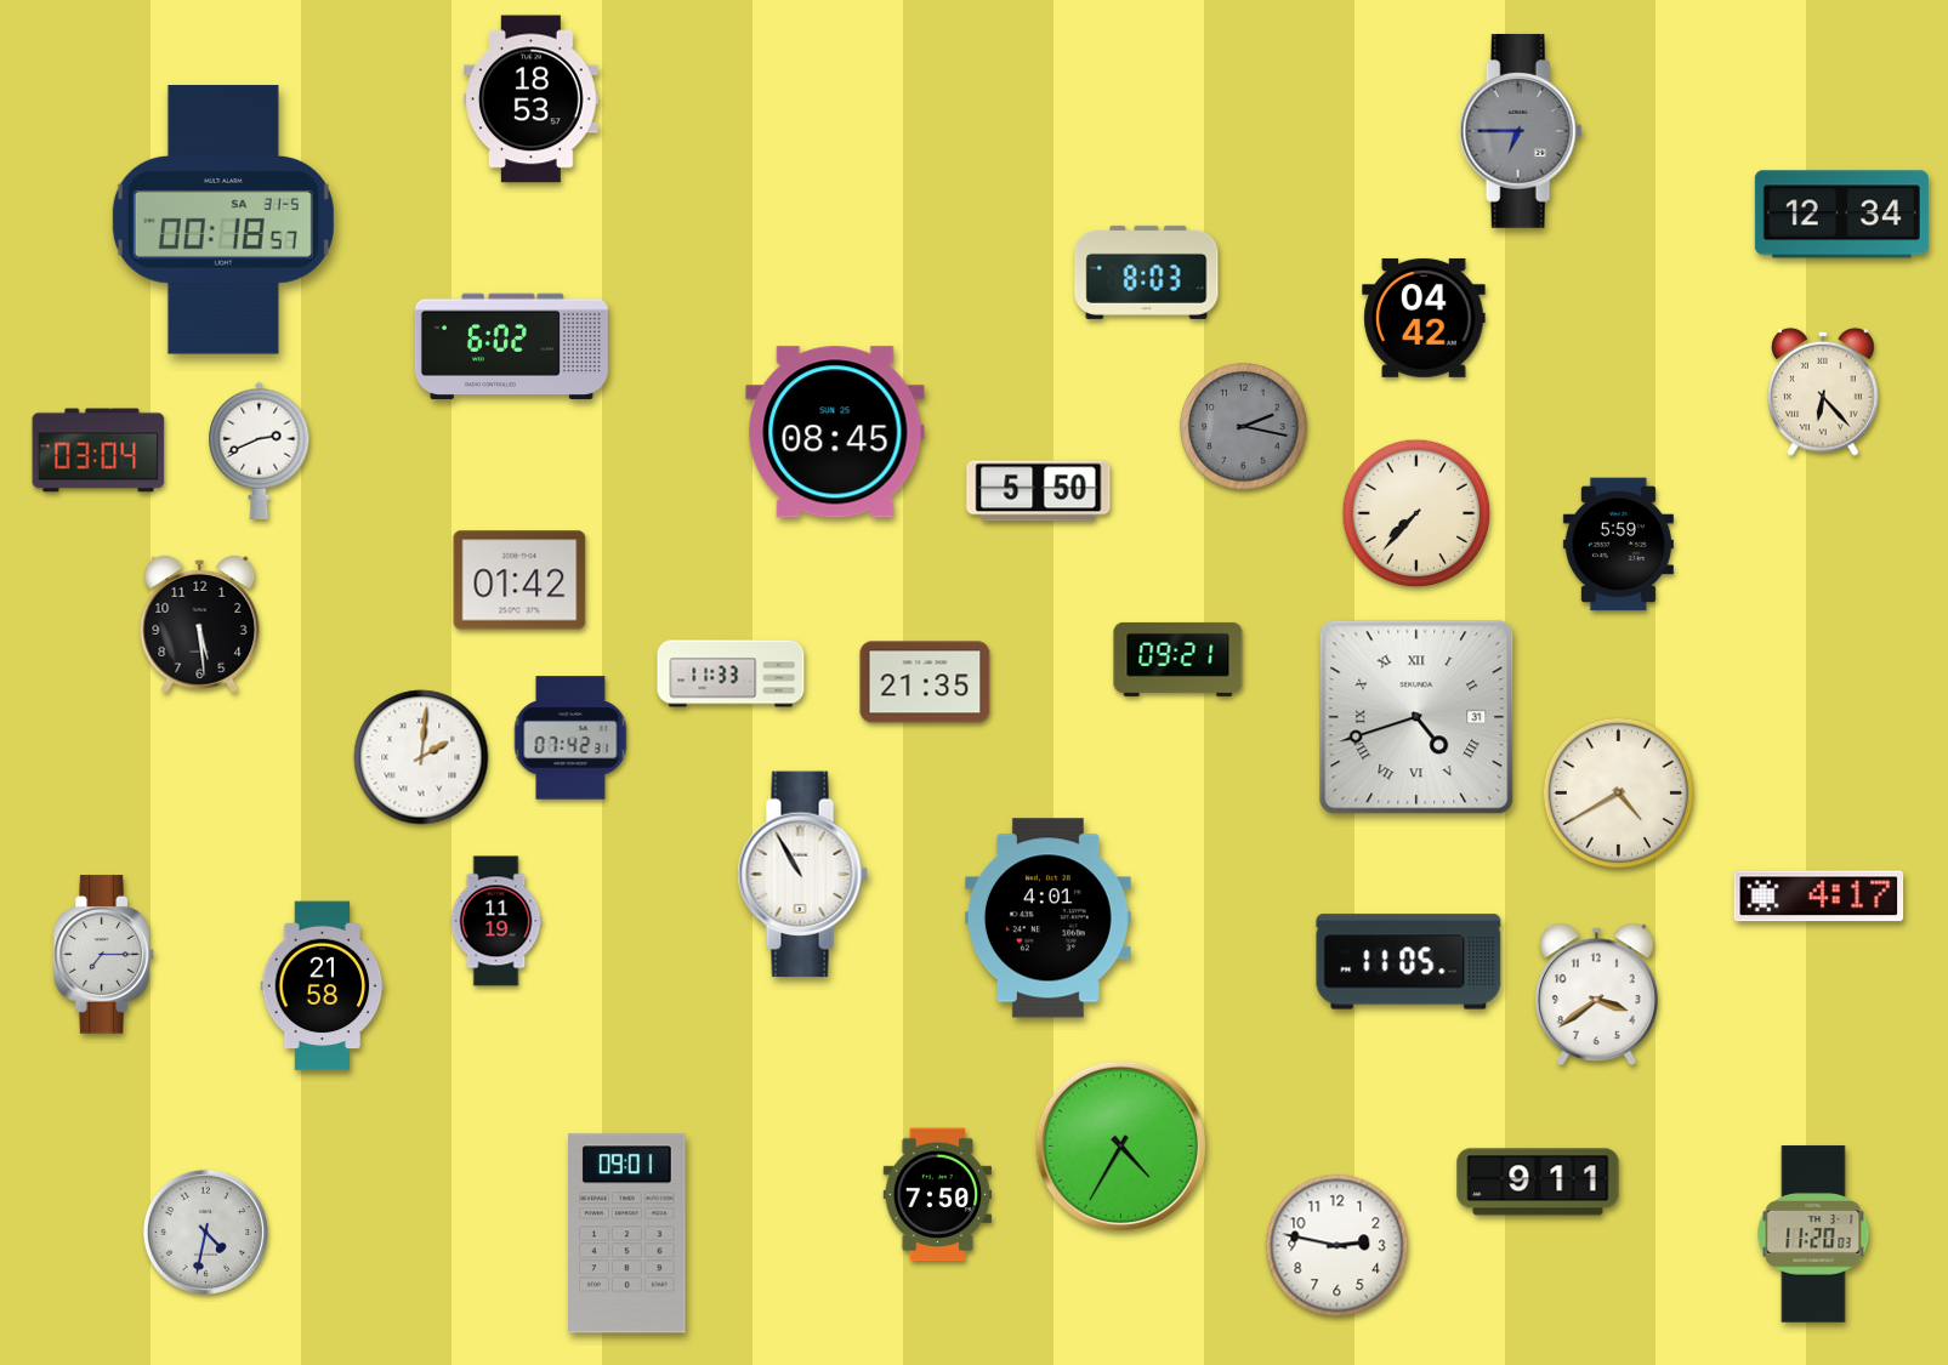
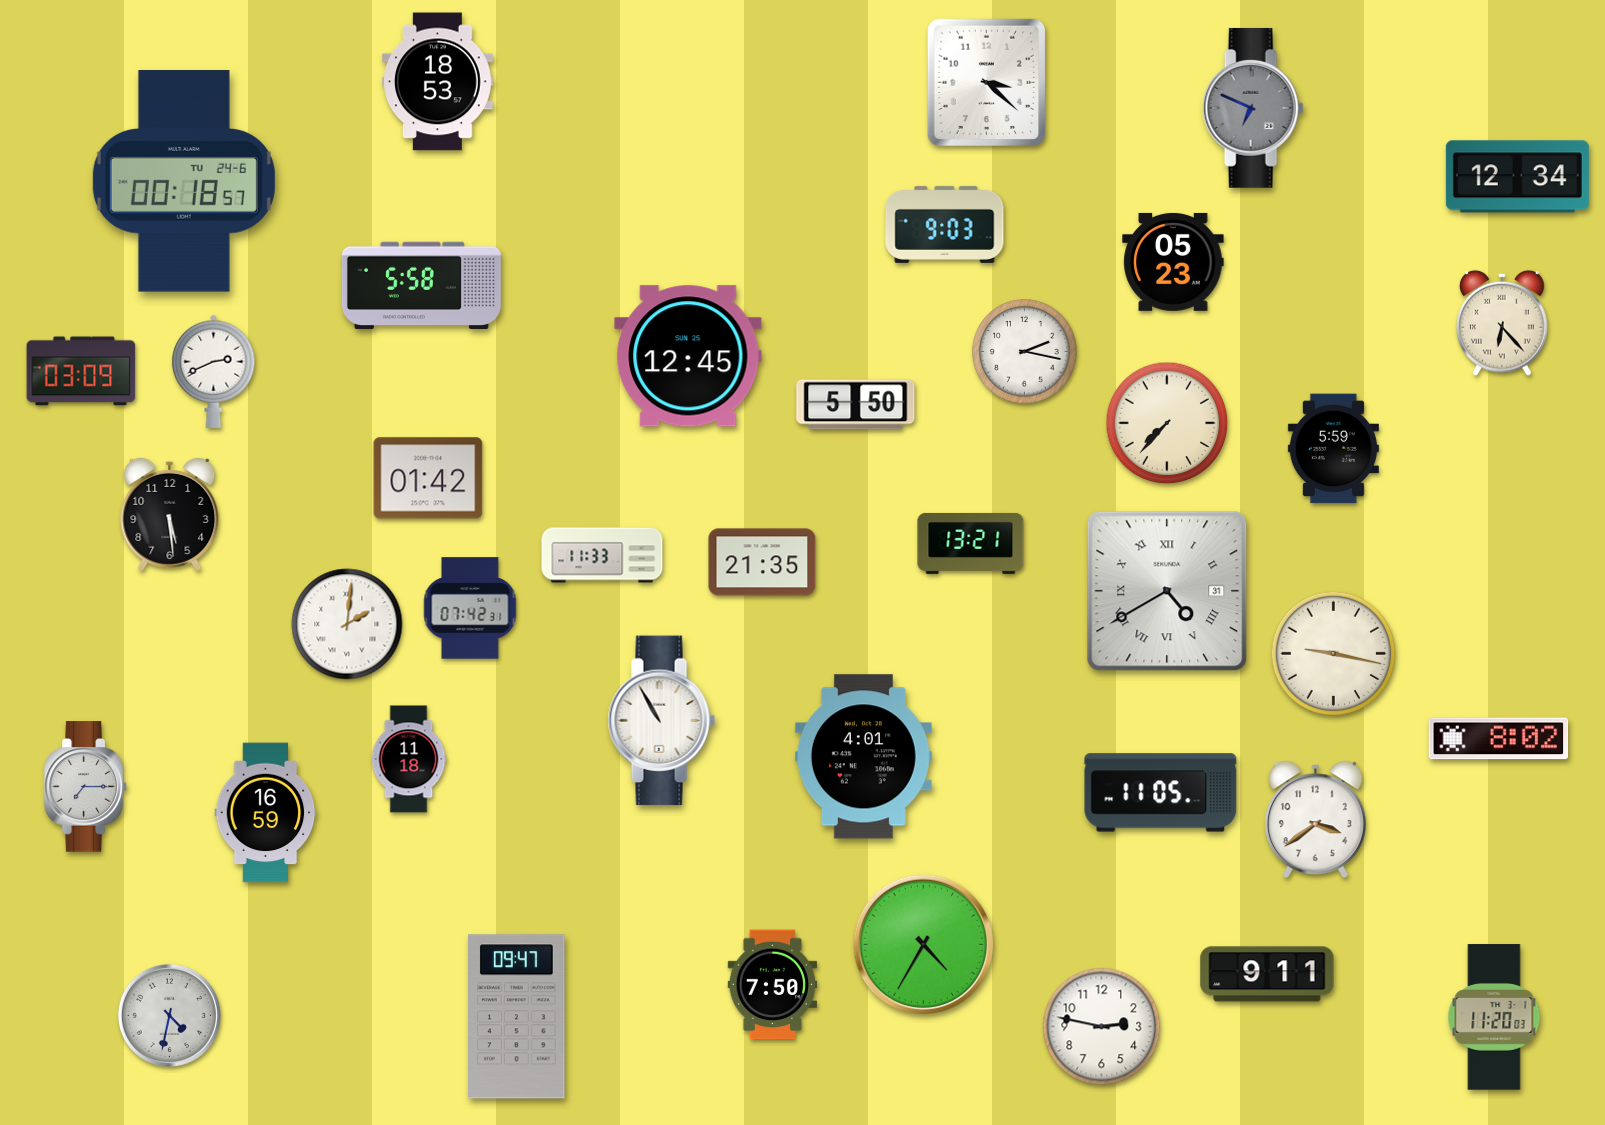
clock at (987, 83): none -> 3:22
clock at (1521, 131): 6:45 -> 6:49
clock at (223, 220) date: SA 31-5 -> TU 24-6
clock at (1147, 272): 8:03 -> 9:03
clock at (1424, 318): 04:42 -> 05:23
clock at (511, 346): 6:02 -> 5:58
clock at (1244, 427) dial: grey -> white
clock at (835, 432): 08:45 -> 12:45
clock at (98, 450): 03:04 -> 03:09
clock at (200, 624) position: (200, 624) -> (170, 514)
clock at (1179, 659): 09:21 -> 13:21
clock at (1416, 717): 4:42 -> 4:40
clock at (1618, 792): 4:40 -> 9:17
clock at (1819, 897): 4:17 -> 8:02
clock at (496, 921): 11:19 -> 11:18
clock at (323, 986): 21:58 -> 16:59
clock at (627, 1234): 09:01 -> 09:47
